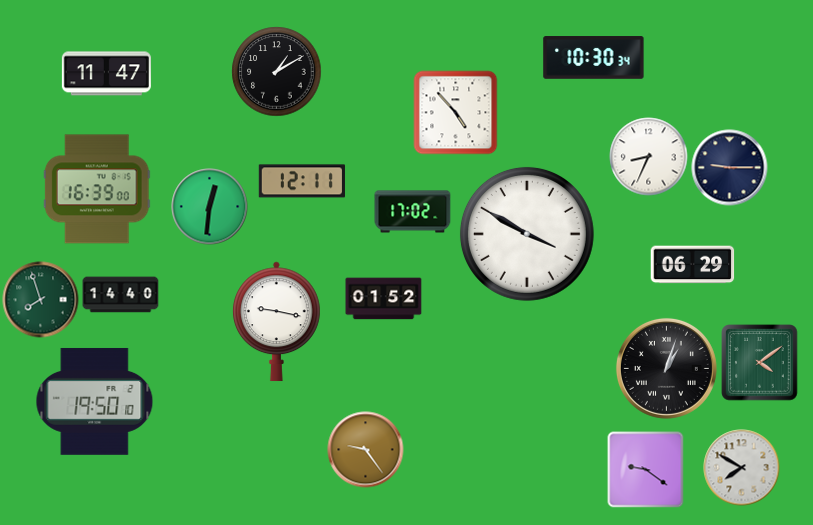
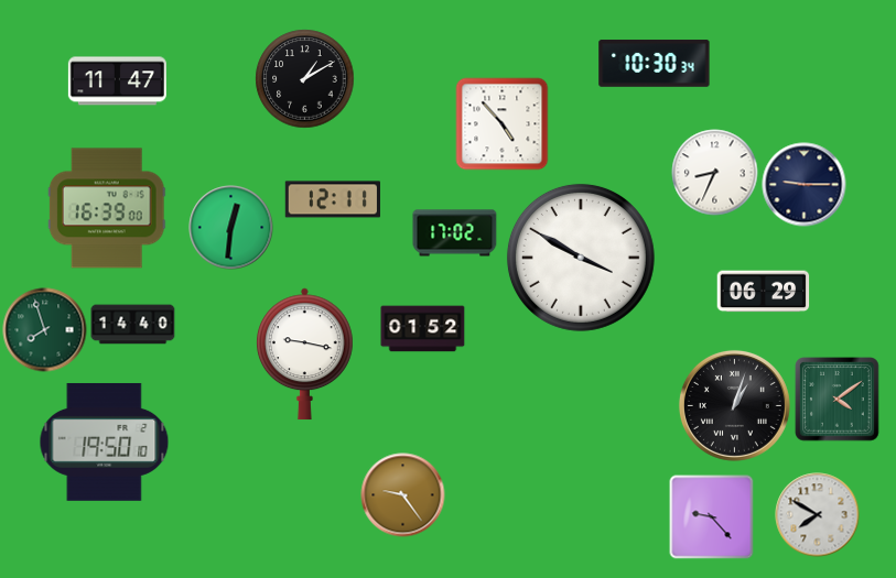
clock at (646, 470): 9:21 -> 9:23
